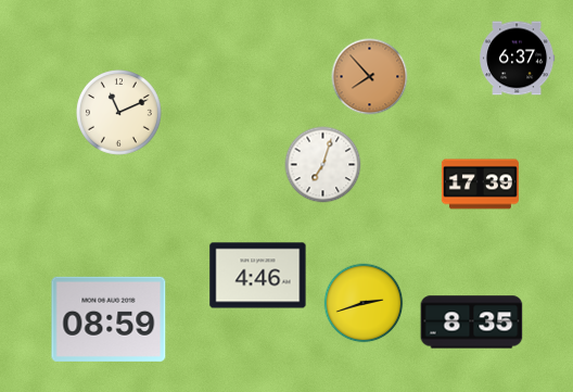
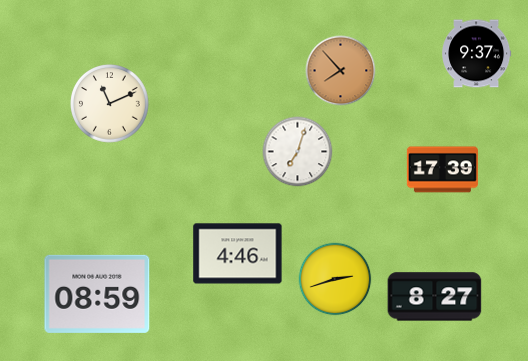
clock at (518, 59): 6:37 -> 9:37
clock at (109, 319) position: (109, 319) -> (97, 294)
clock at (472, 323): 8:35 -> 8:27
